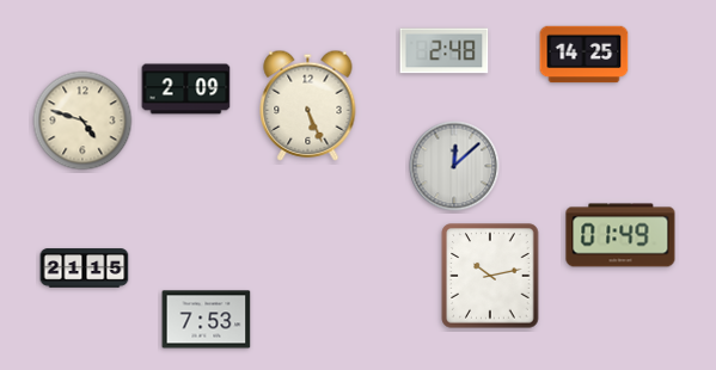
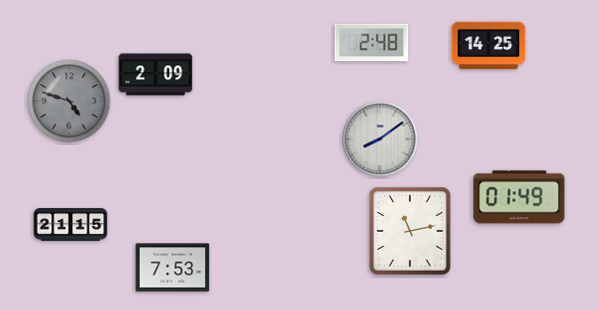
clock at (308, 105): 5:26 -> none
clock at (82, 121) dial: cream -> grey
clock at (454, 166): 12:08 -> 8:09
clock at (490, 276): 10:13 -> 11:13
